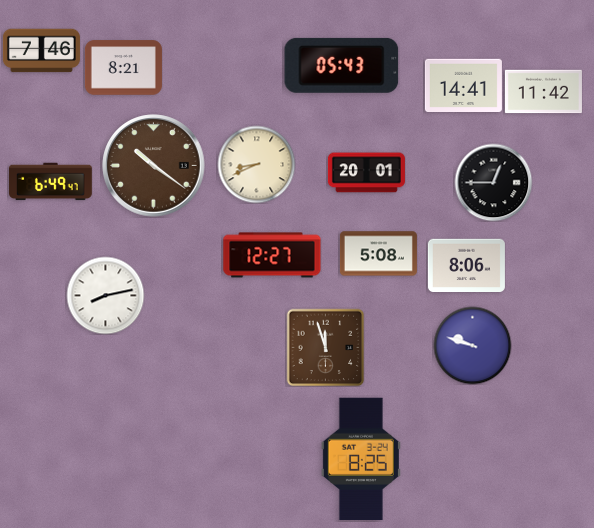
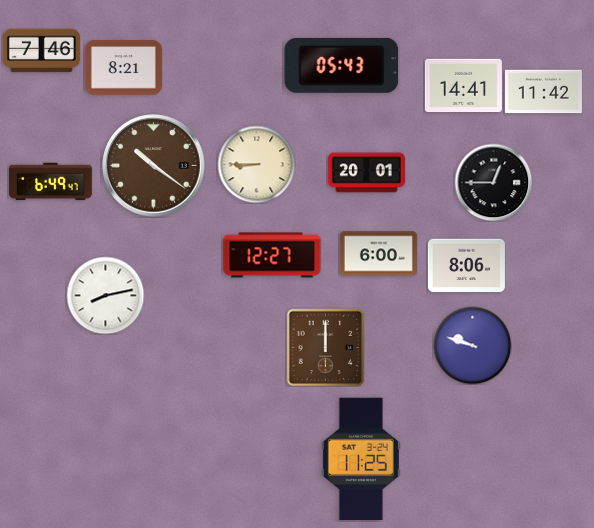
clock at (256, 164): 8:41 -> 8:45
clock at (378, 254): 5:08 -> 6:00
clock at (325, 347): 11:57 -> 12:00
clock at (361, 458): 8:25 -> 11:25
